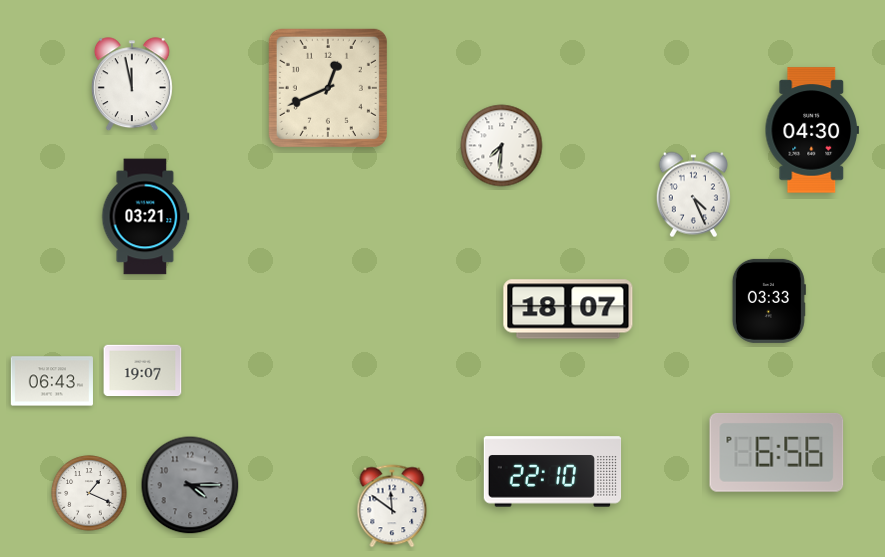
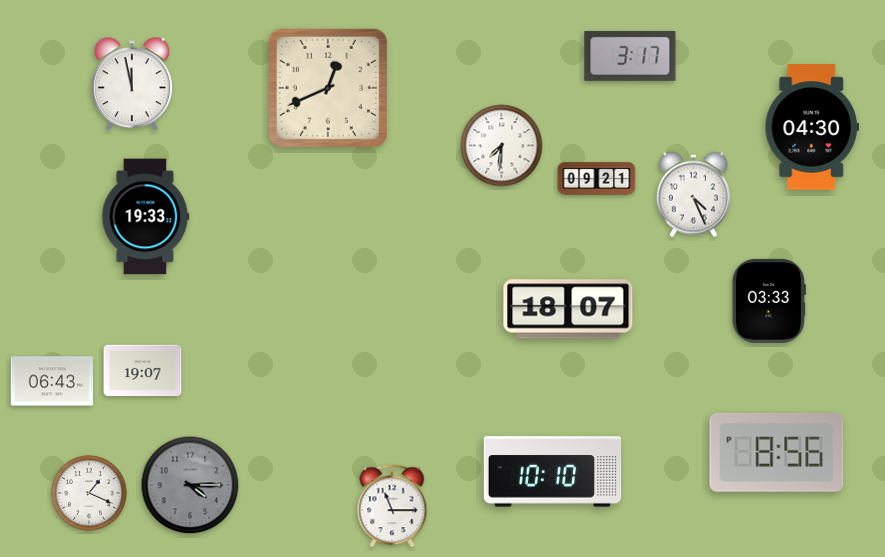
clock at (630, 56): none -> 3:17
clock at (811, 130) position: (811, 130) -> (811, 127)
clock at (597, 179): none -> 09:21
clock at (146, 217): 03:21 -> 19:33
clock at (777, 452): 6:56 -> 8:56
clock at (553, 472): 22:10 -> 10:10
clock at (392, 506): 11:51 -> 11:15
